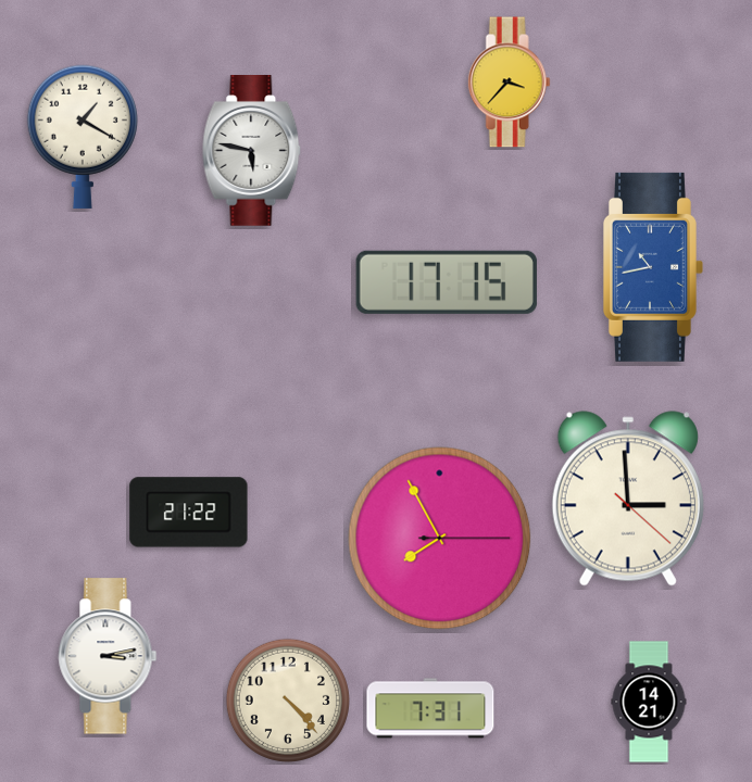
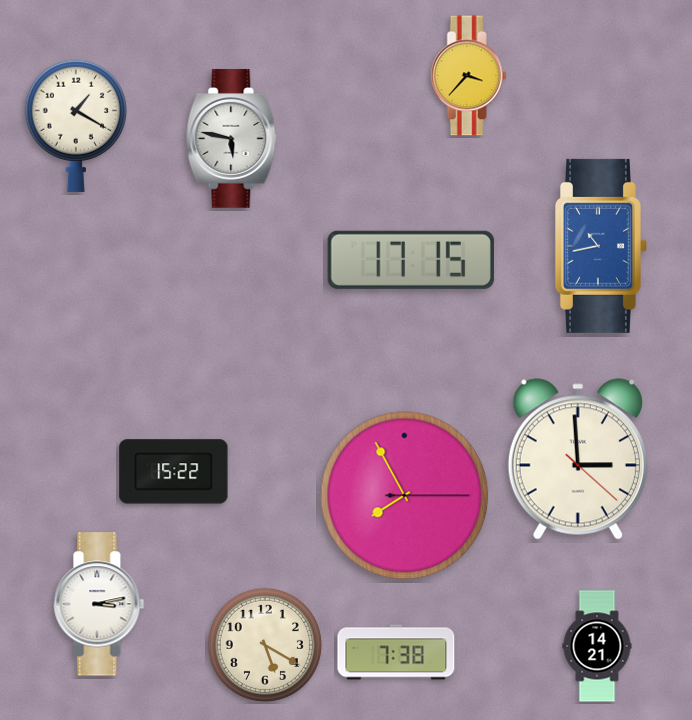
clock at (189, 513): 21:22 -> 15:22
clock at (288, 701): 4:23 -> 5:20
clock at (430, 708): 7:31 -> 7:38
